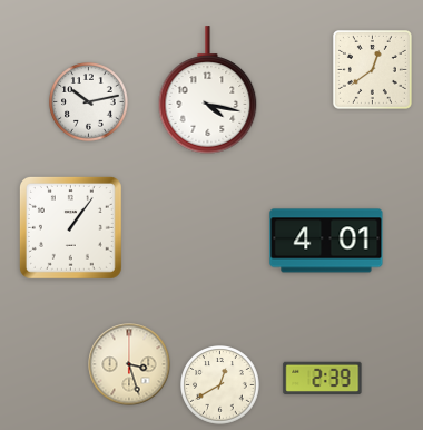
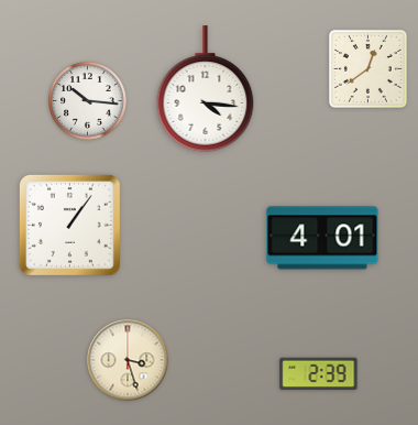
clock at (208, 90): 4:17 -> 4:16
clock at (89, 102): 10:13 -> 10:16
clock at (220, 385): 12:40 -> none
